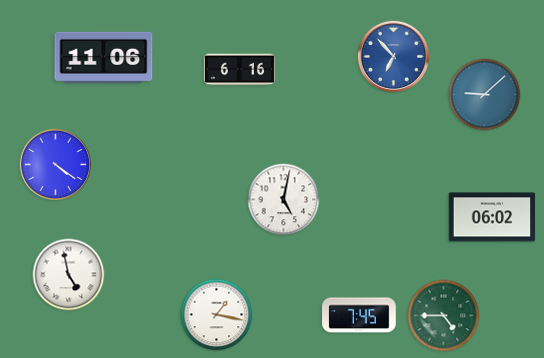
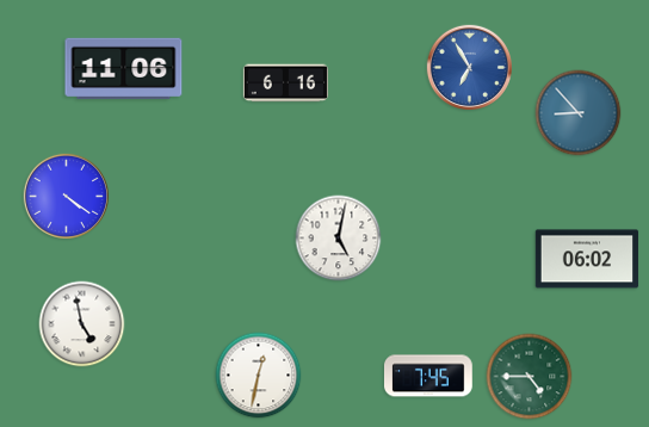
clock at (393, 56): 6:53 -> 6:55
clock at (485, 95): 9:08 -> 8:53
clock at (69, 275) position: (69, 275) -> (82, 324)
clock at (217, 315): 1:17 -> 12:32
